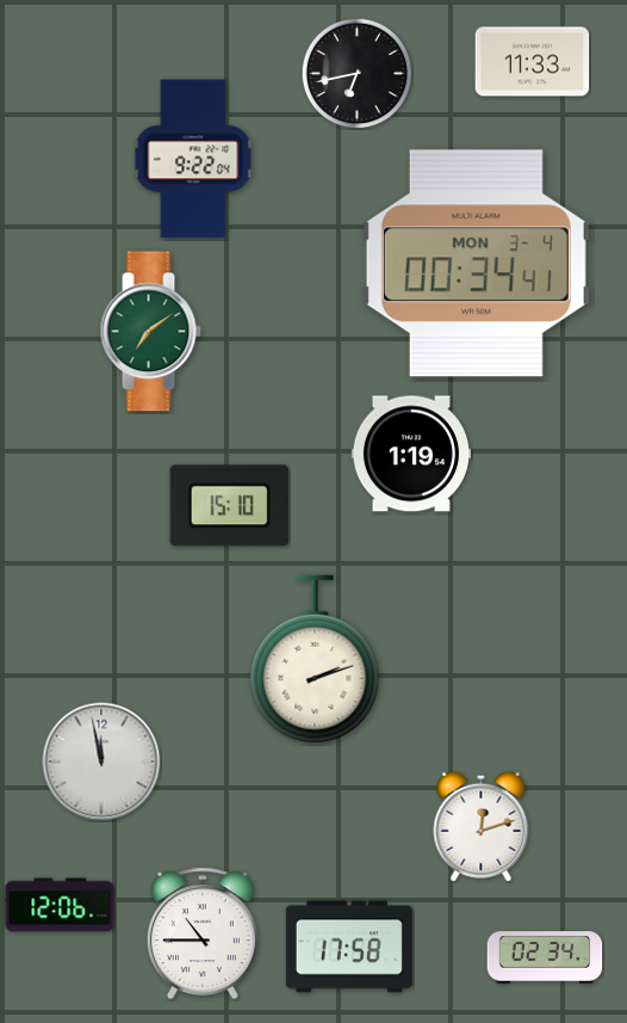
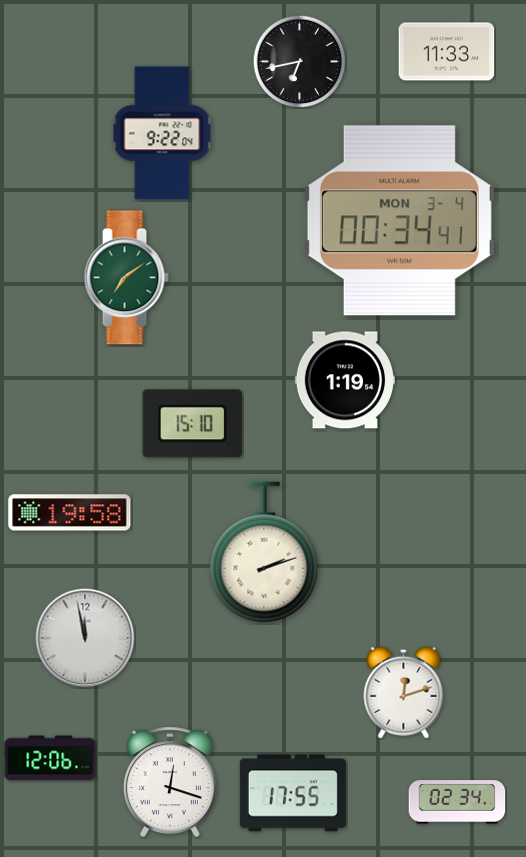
clock at (70, 513): none -> 19:58
clock at (203, 933): 10:45 -> 12:18
clock at (349, 947): 17:58 -> 17:55
